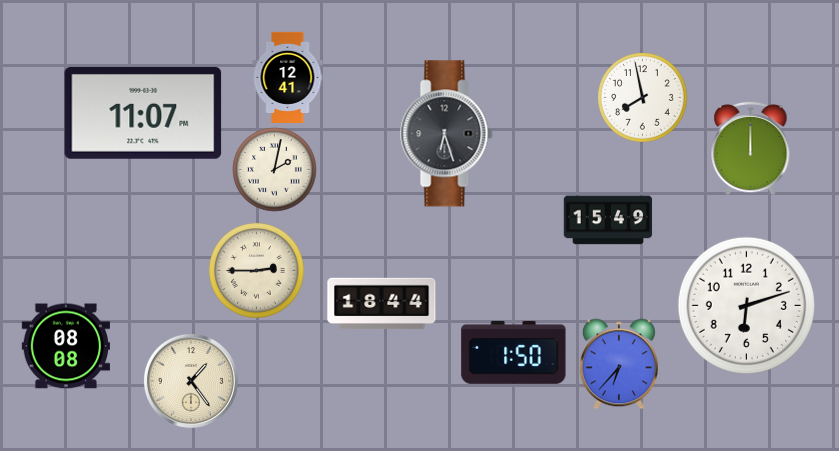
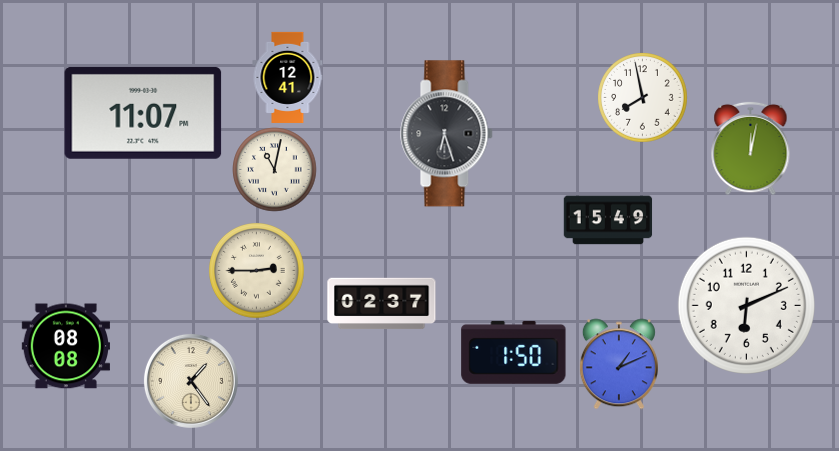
clock at (751, 148): 12:00 -> 12:02
clock at (275, 170): 2:02 -> 11:02
clock at (382, 304): 18:44 -> 02:37
clock at (746, 305): 6:12 -> 6:11
clock at (619, 364): 6:37 -> 1:11
